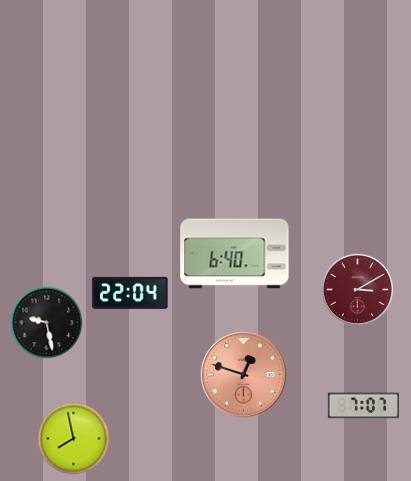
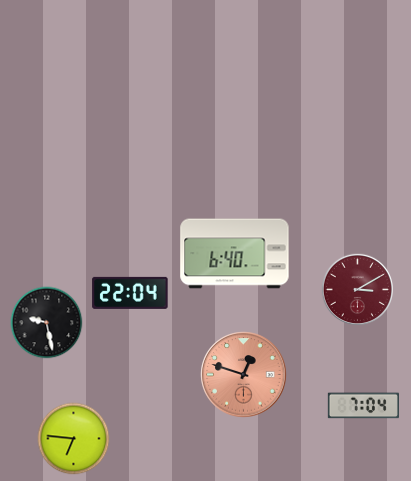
clock at (363, 406): 7:07 -> 7:04
clock at (74, 439): 7:58 -> 6:46
